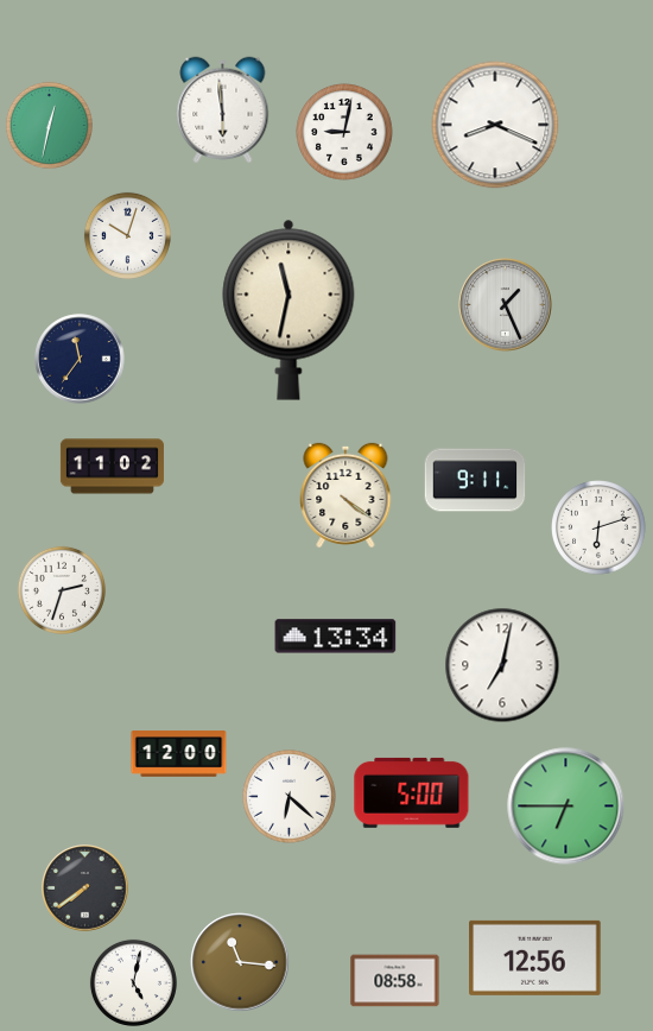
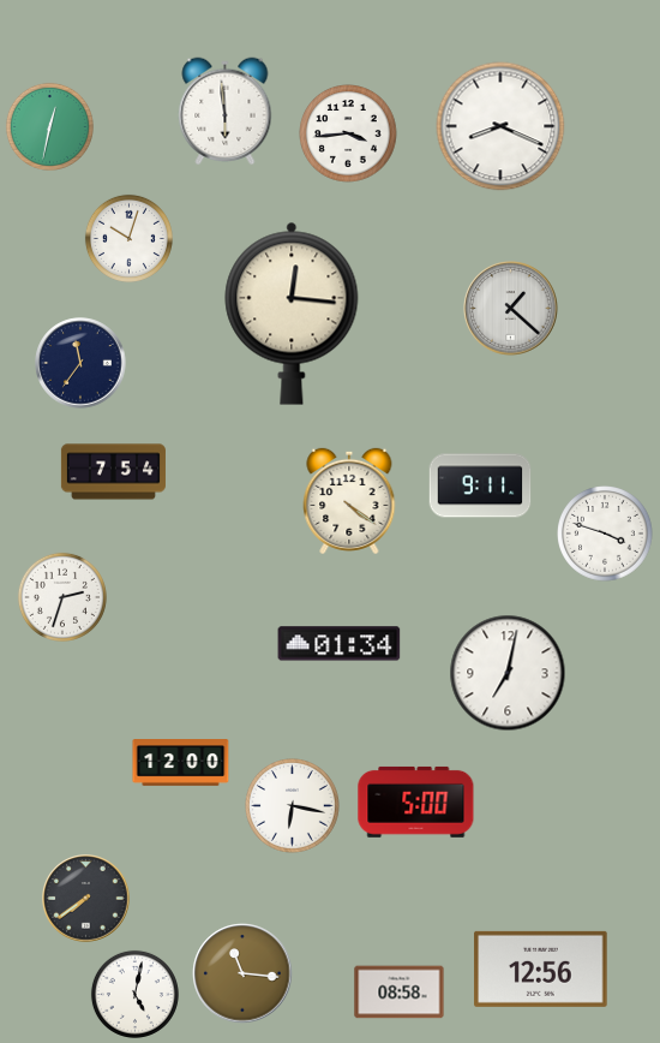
clock at (344, 132): 9:02 -> 3:44
clock at (506, 305): 1:26 -> 1:22
clock at (289, 310): 11:32 -> 12:16
clock at (112, 467): 11:02 -> 7:54
clock at (600, 529): 6:12 -> 3:48
clock at (336, 637): 13:34 -> 01:34
clock at (290, 797): 6:22 -> 6:17
clock at (566, 807): 6:45 -> none
